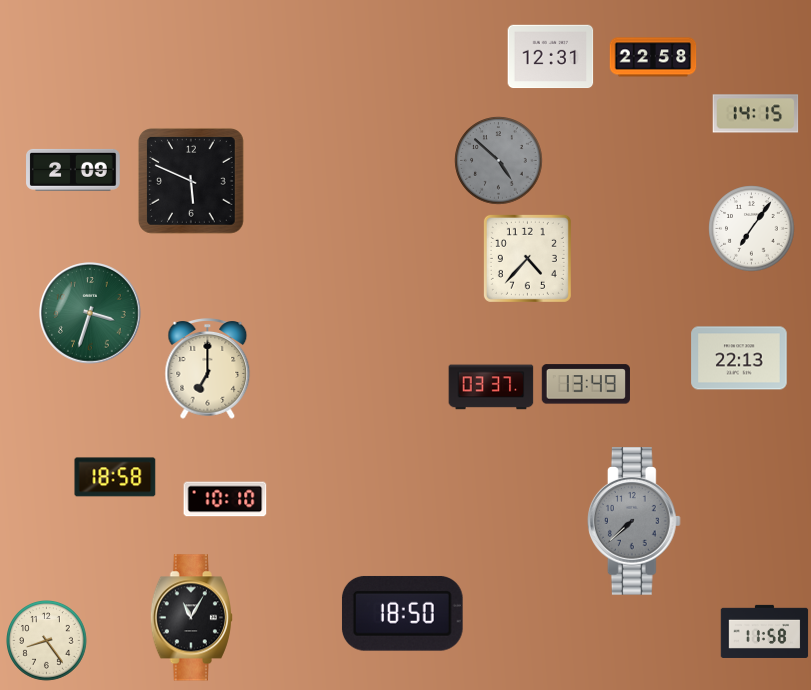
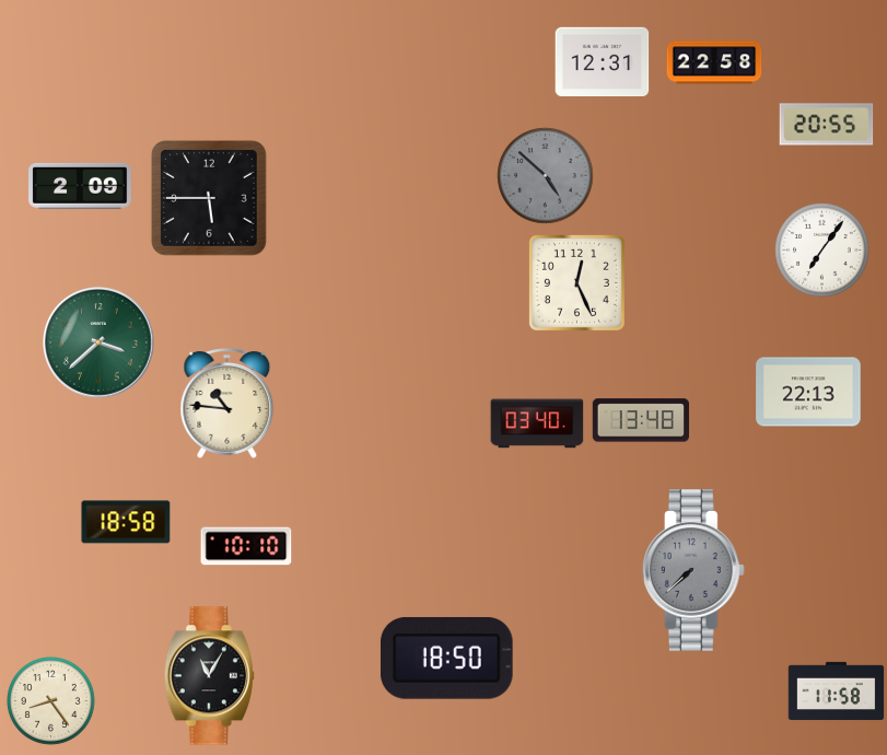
clock at (756, 114): 14:15 -> 20:55
clock at (191, 181): 5:49 -> 5:45
clock at (527, 258): 4:37 -> 12:26
clock at (91, 314): 3:33 -> 3:38
clock at (208, 369): 7:00 -> 10:46
clock at (586, 384): 13:49 -> 13:48
clock at (491, 387): 03:37 -> 03:40
clock at (402, 613) position: (402, 613) -> (446, 658)
